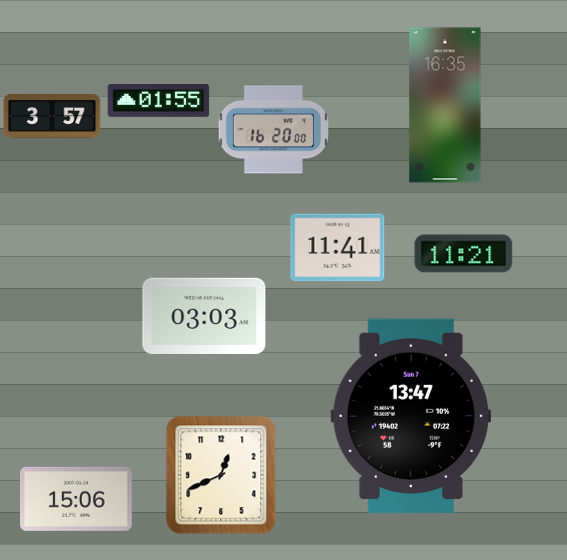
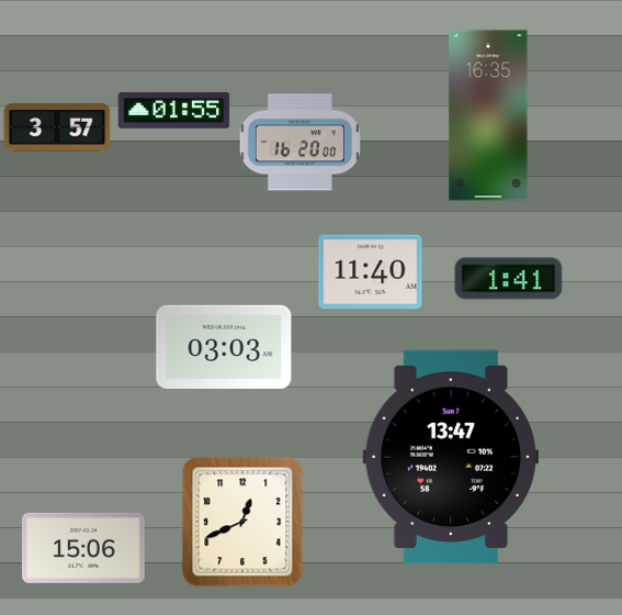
clock at (338, 248): 11:41 -> 11:40
clock at (464, 254): 11:21 -> 1:41
